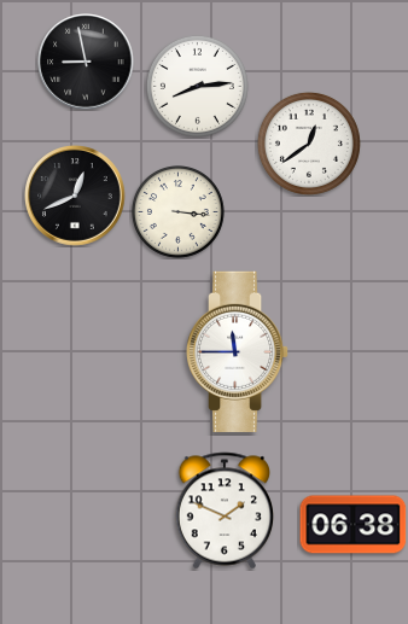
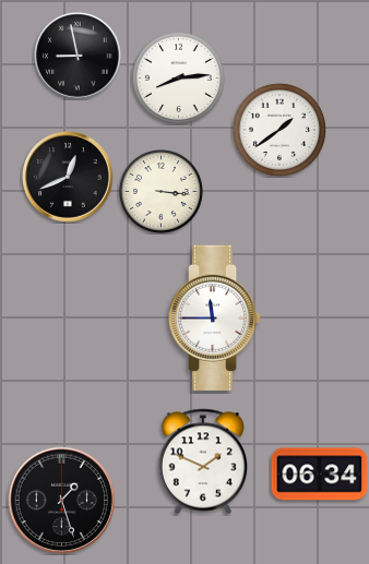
clock at (309, 144): 12:39 -> 1:39
clock at (354, 525): 06:38 -> 06:34
clock at (62, 501): none -> 1:27
